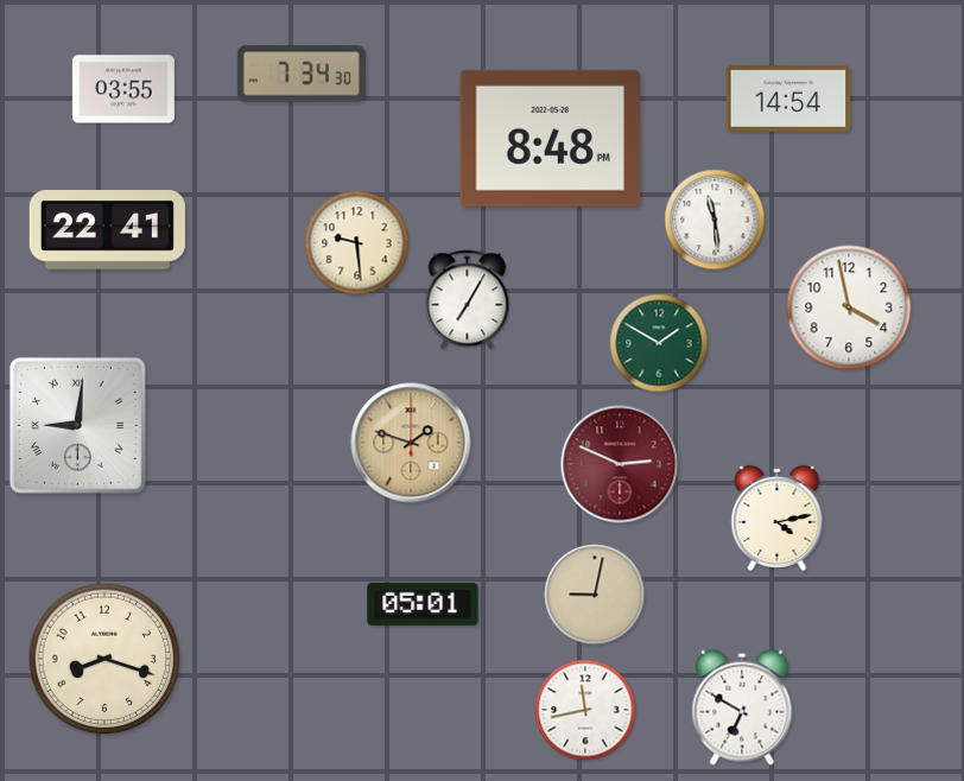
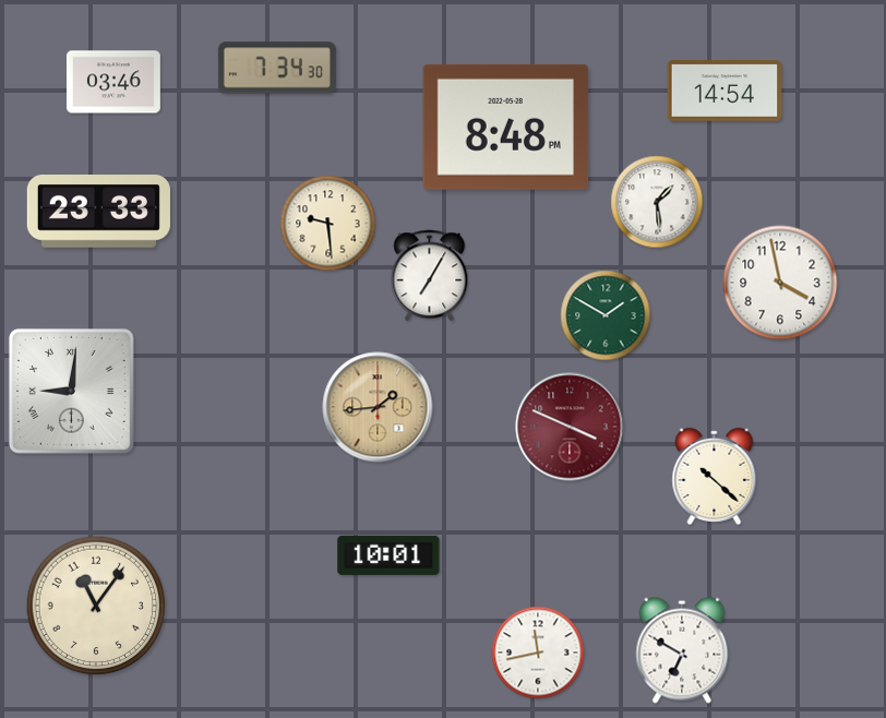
clock at (123, 89): 03:55 -> 03:46
clock at (715, 220): 11:29 -> 1:29
clock at (107, 230): 22:41 -> 23:33
clock at (411, 443): 1:48 -> 1:44
clock at (620, 464): 2:49 -> 3:49
clock at (778, 518): 4:13 -> 10:22
clock at (595, 595): 9:02 -> none
clock at (423, 604): 05:01 -> 10:01
clock at (104, 659): 8:18 -> 11:06
